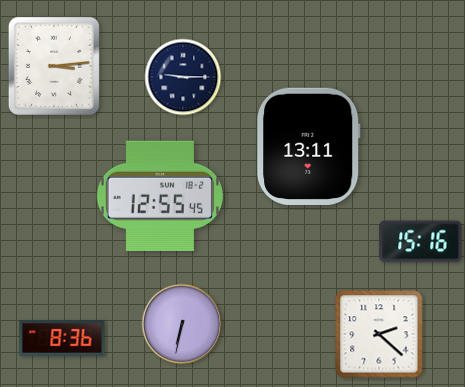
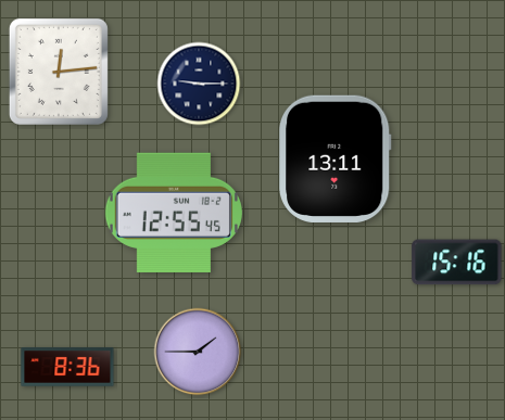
clock at (54, 66): 3:14 -> 12:14
clock at (182, 324): 6:32 -> 1:45
clock at (379, 334): 2:22 -> none
